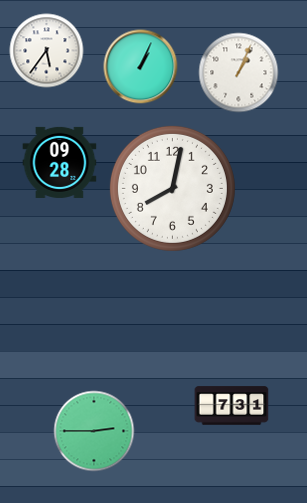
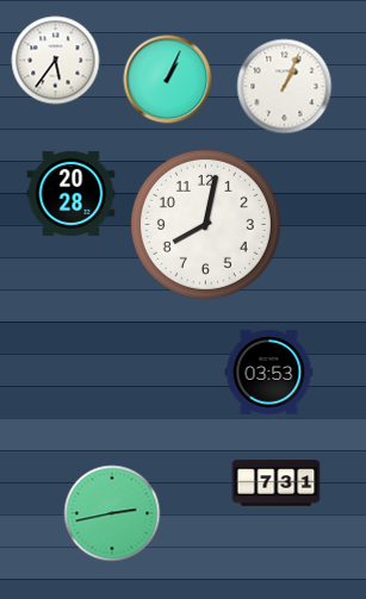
clock at (60, 162): 09:28 -> 20:28
clock at (269, 373): none -> 03:53
clock at (94, 431): 2:45 -> 2:43
